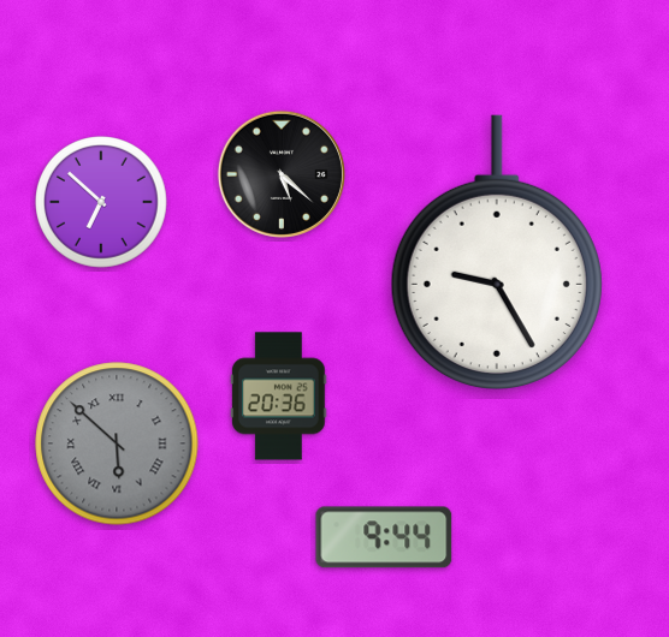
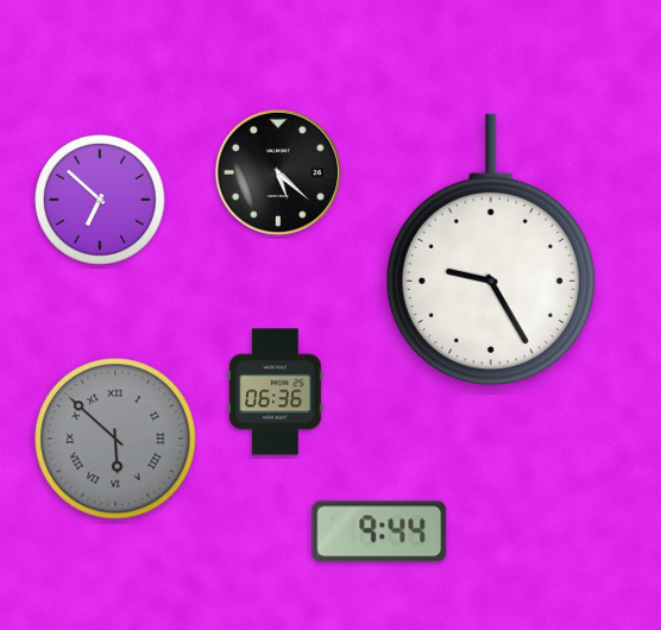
clock at (279, 397): 20:36 -> 06:36
